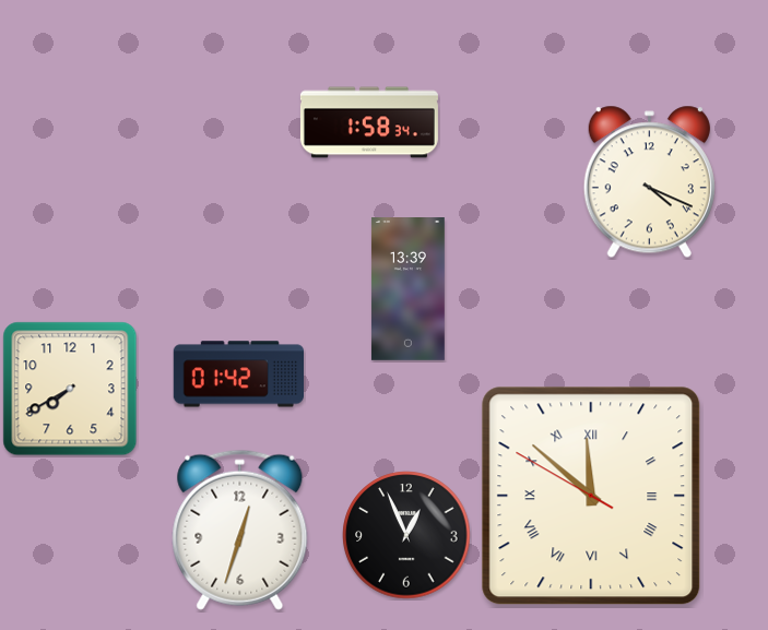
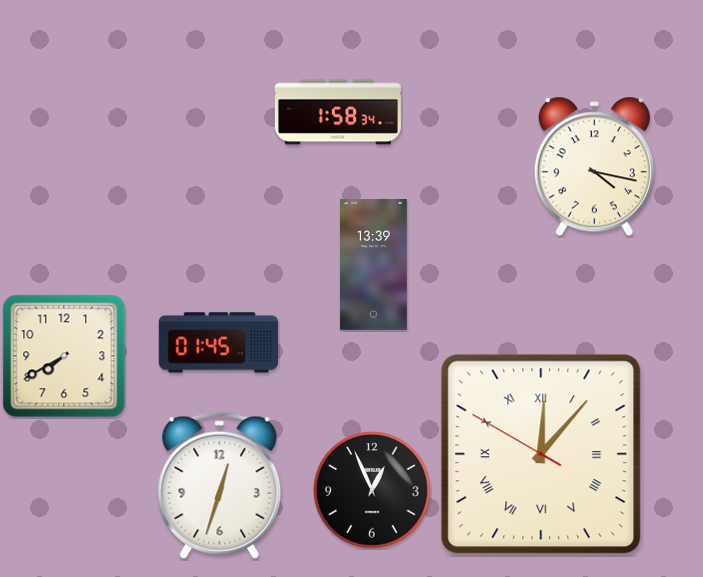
clock at (649, 182): 4:19 -> 4:17
clock at (238, 375): 01:42 -> 01:45
clock at (591, 496): 11:51 -> 12:06
